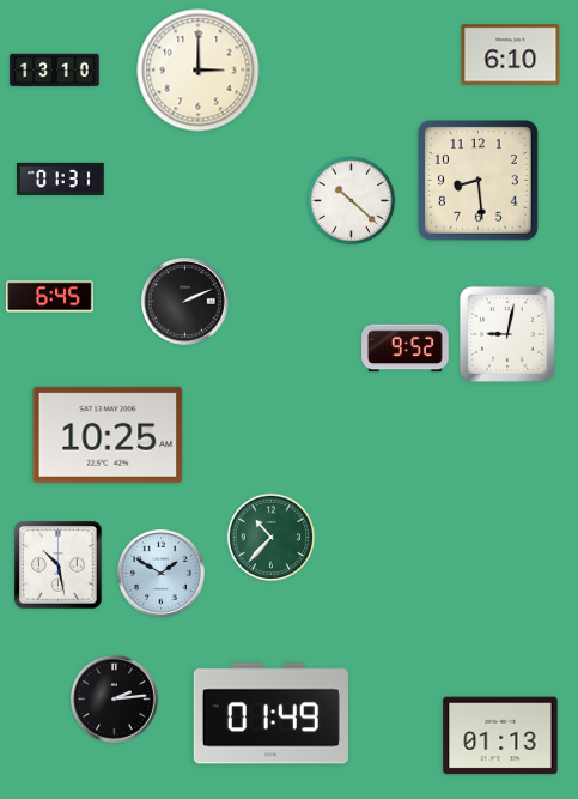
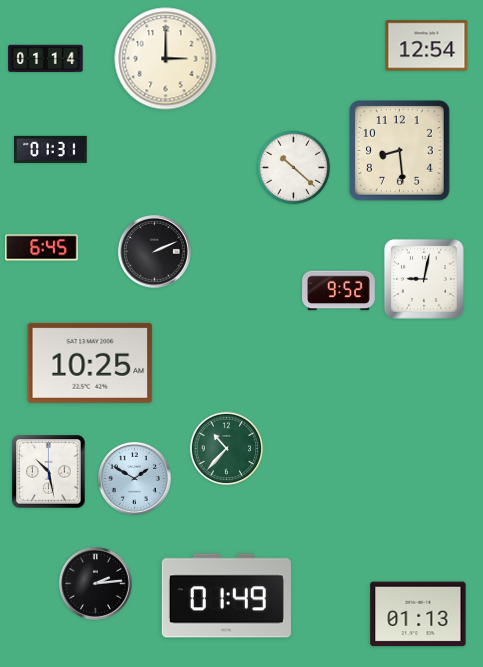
clock at (511, 55): 6:10 -> 12:54
clock at (55, 71): 13:10 -> 01:14
